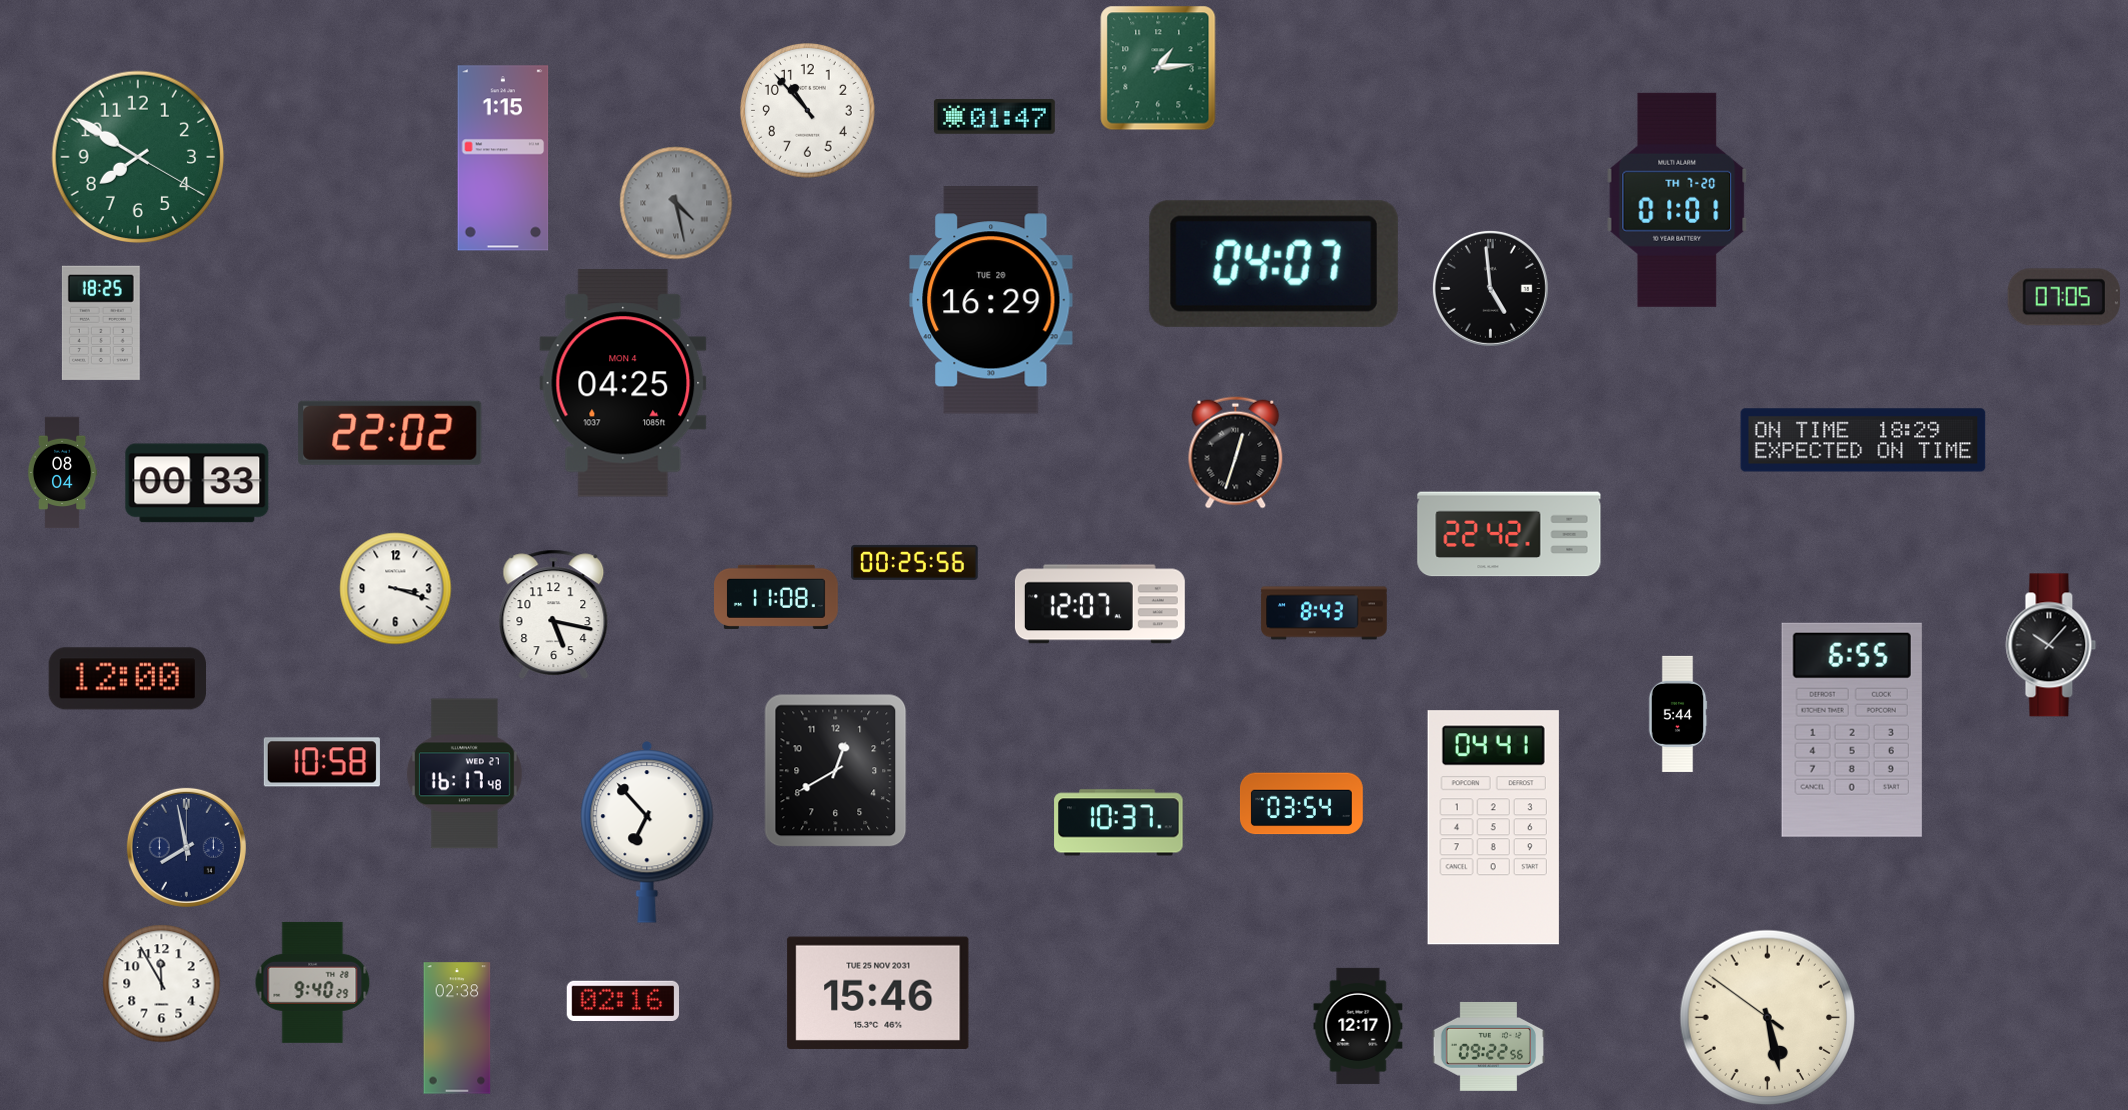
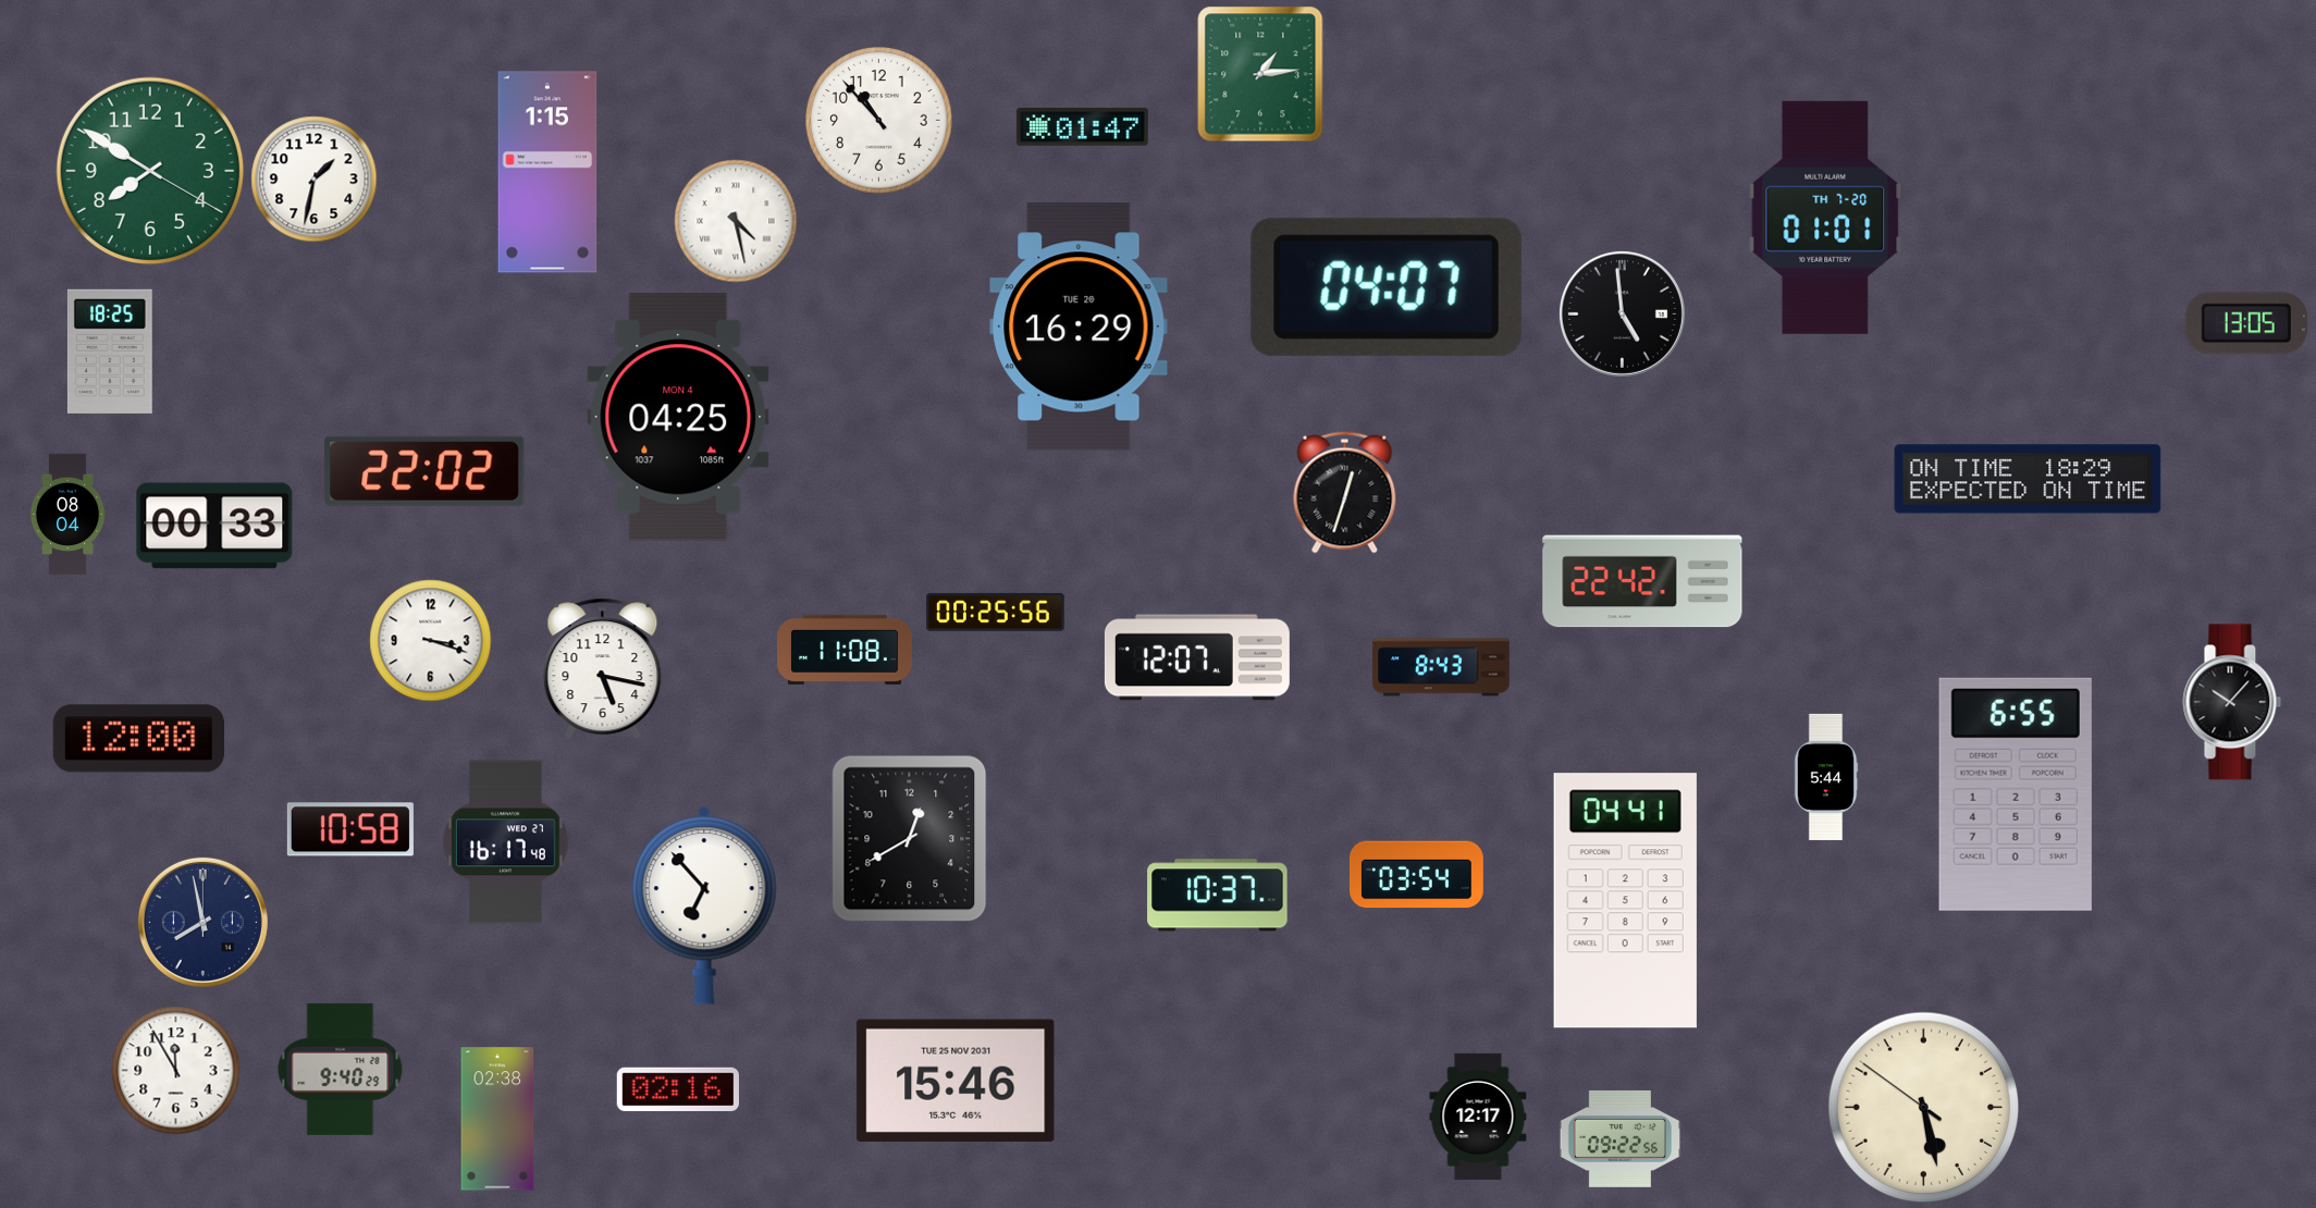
clock at (315, 180): none -> 1:32
clock at (676, 203) dial: grey -> white
clock at (2064, 297): 07:05 -> 13:05
